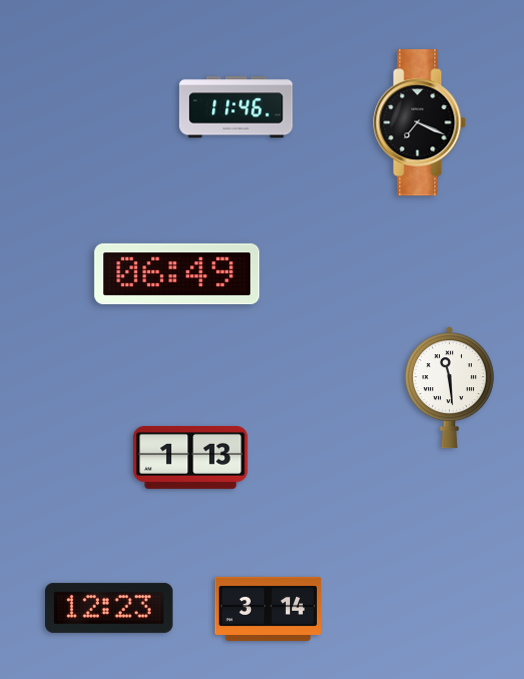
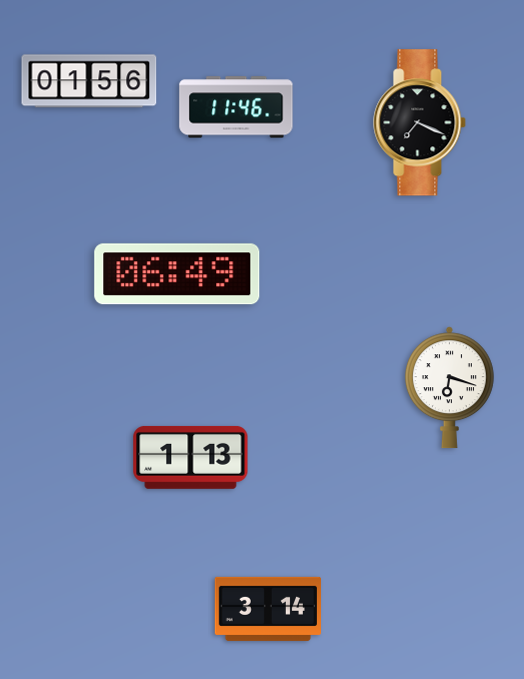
clock at (89, 81): none -> 01:56
clock at (449, 388): 11:29 -> 6:18
clock at (109, 608): 12:23 -> none
